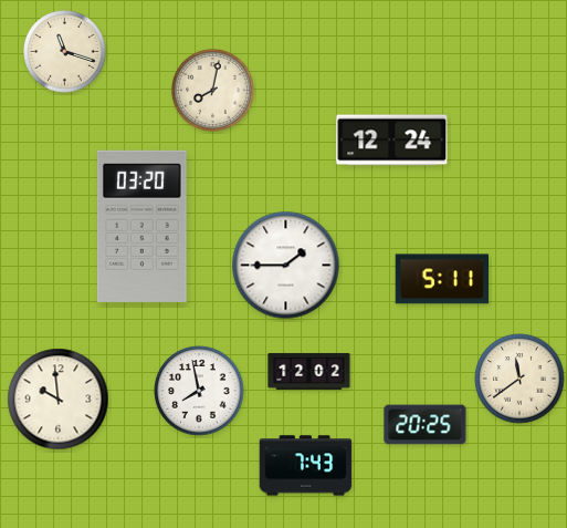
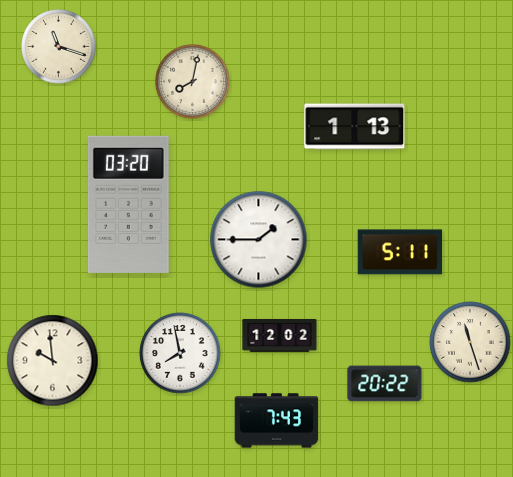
clock at (392, 141): 12:24 -> 1:13
clock at (519, 379): 11:39 -> 11:27
clock at (426, 425): 20:25 -> 20:22
